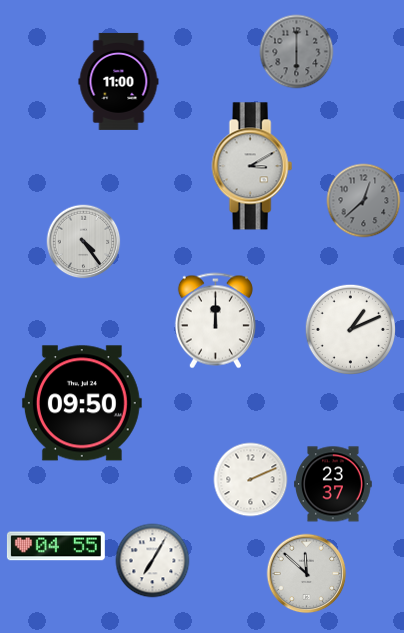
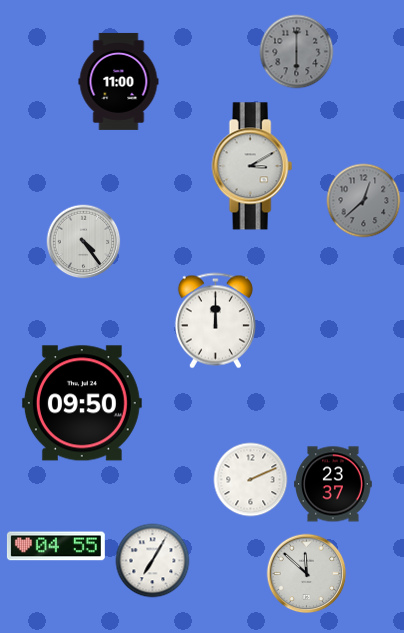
clock at (351, 330): 1:11 -> none
